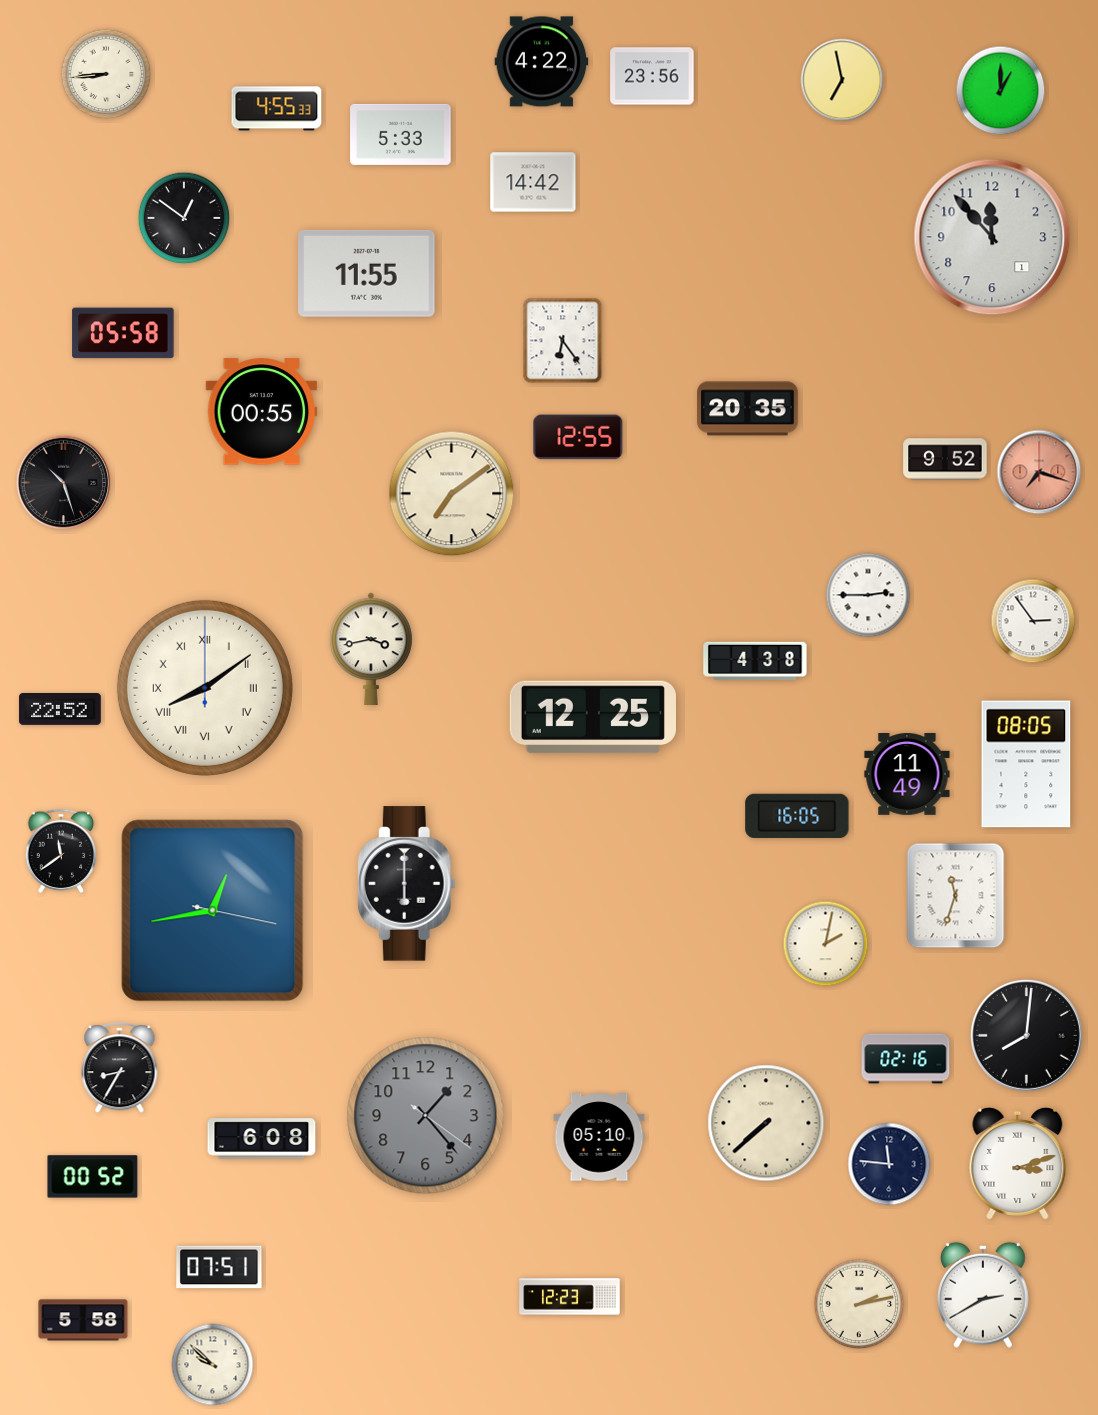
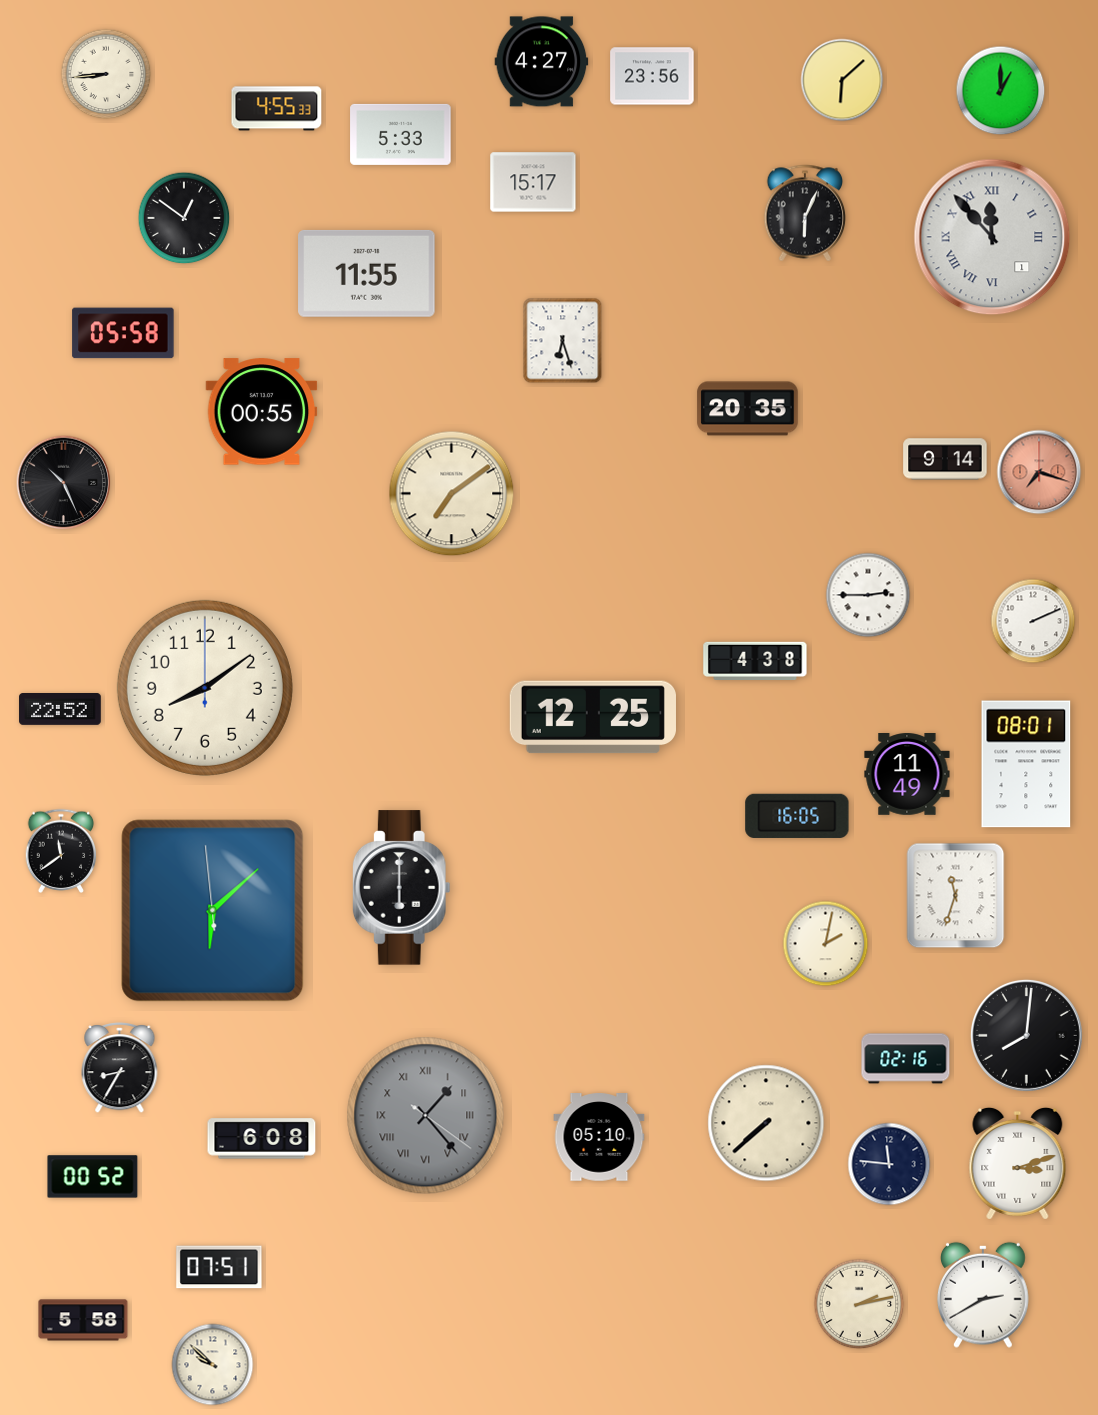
clock at (542, 62): 4:22 -> 4:27
clock at (842, 80): 6:58 -> 6:08
clock at (533, 182): 14:42 -> 15:17
clock at (805, 213): none -> 6:04
clock at (992, 237) numerals: Arabic -> Roman
clock at (563, 341): 6:24 -> 6:27
clock at (578, 437): 12:55 -> none
clock at (945, 459): 9:52 -> 9:14
clock at (64, 483): 10:27 -> 10:26
clock at (1033, 621): 2:54 -> 2:11
clock at (371, 649): 3:43 -> none
clock at (205, 688) numerals: Roman -> Arabic
clock at (1026, 764): 08:05 -> 08:01
clock at (406, 884) position: (406, 884) -> (401, 888)
clock at (213, 911): 12:43 -> 6:07
clock at (426, 1116) numerals: Arabic -> Roman
clock at (570, 1297): 12:23 -> none
